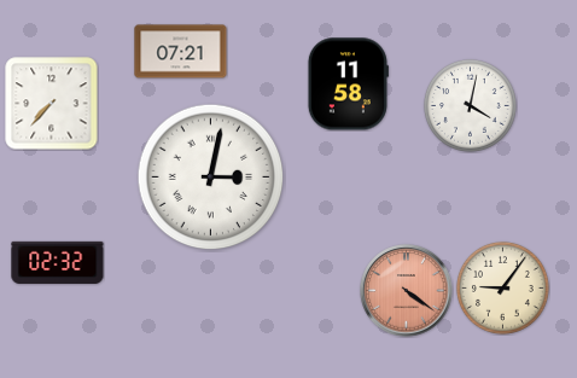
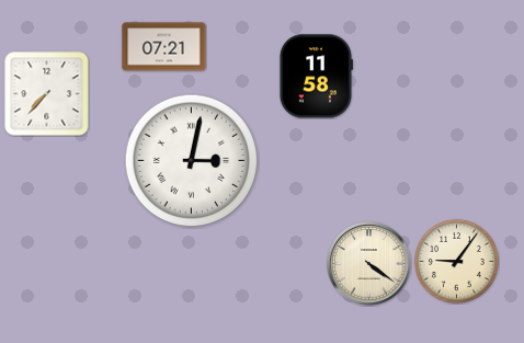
clock at (470, 105): 4:02 -> none
clock at (58, 262): 02:32 -> none
clock at (407, 291) dial: salmon -> cream
